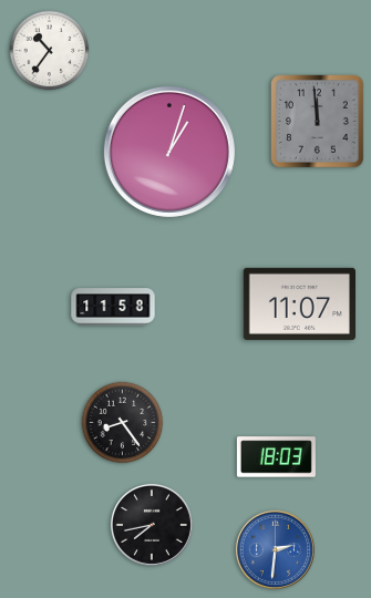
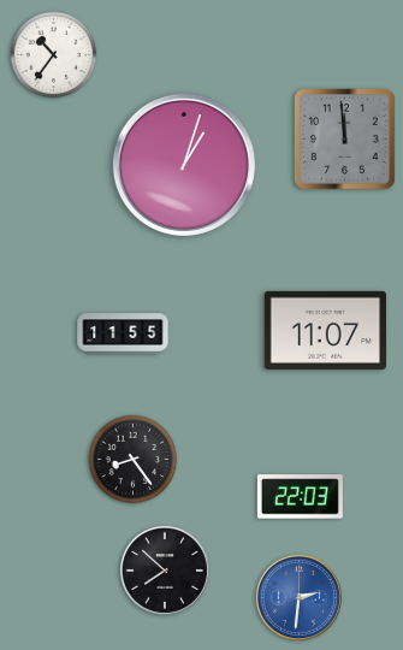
clock at (318, 122) position: (318, 122) -> (345, 140)
clock at (113, 307): 11:58 -> 11:55
clock at (276, 457): 18:03 -> 22:03
clock at (152, 525): 7:43 -> 7:52
